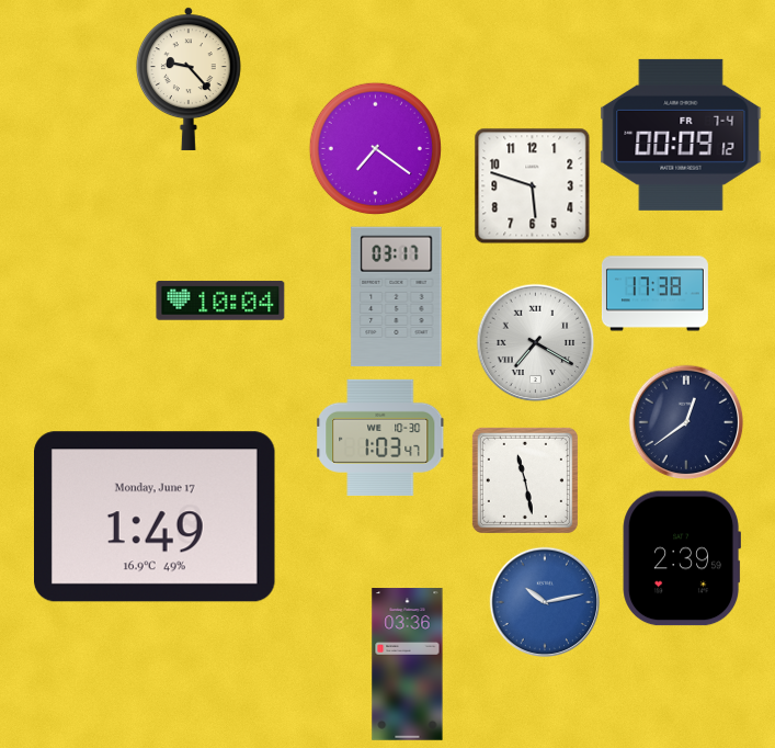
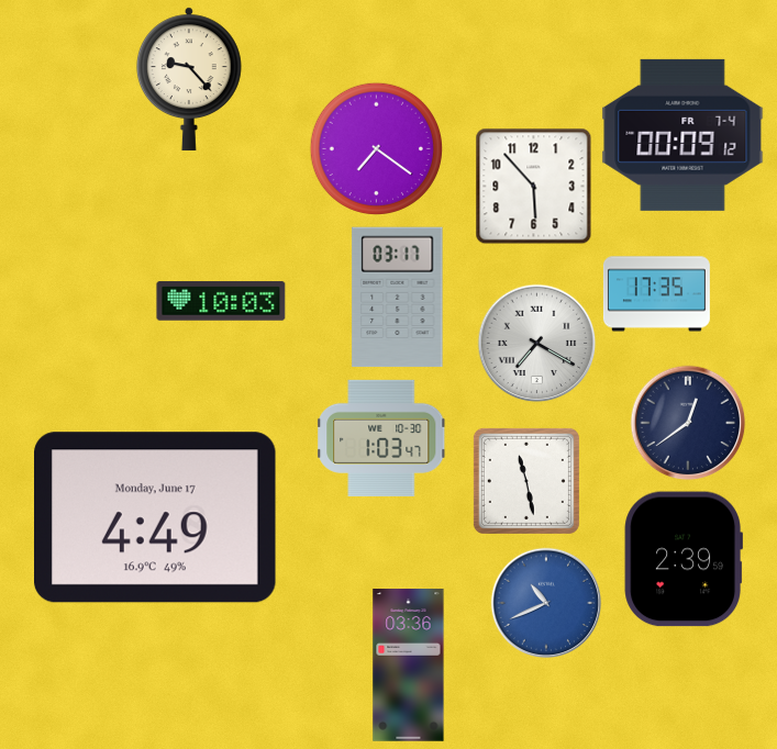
clock at (533, 186): 5:48 -> 5:53
clock at (654, 294): 17:38 -> 17:35
clock at (220, 301): 10:04 -> 10:03
clock at (156, 517): 1:49 -> 4:49
clock at (544, 601): 10:13 -> 10:41
